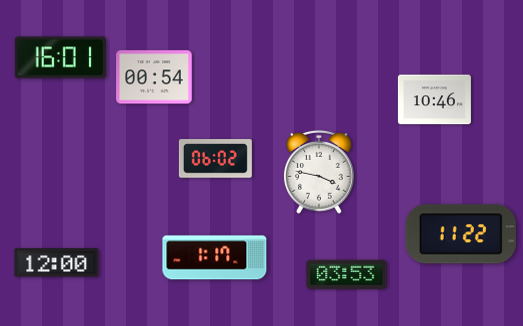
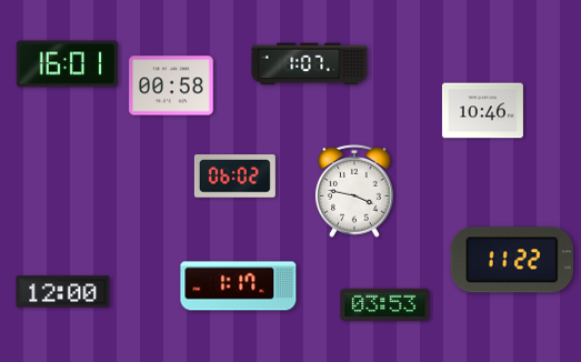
clock at (310, 64): none -> 1:07
clock at (154, 77): 00:54 -> 00:58
clock at (215, 159) position: (215, 159) -> (234, 177)
